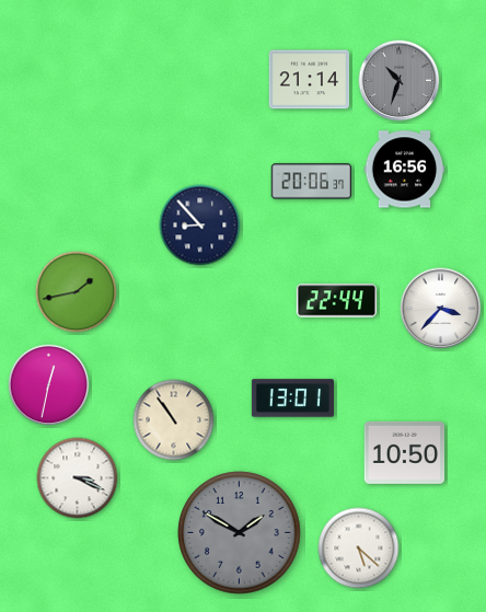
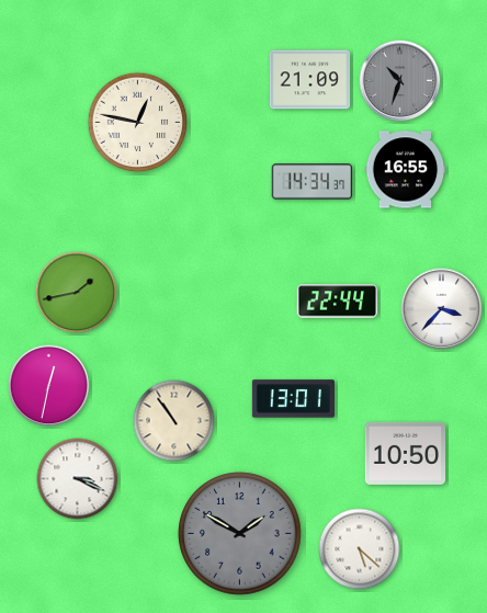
clock at (310, 80): 21:14 -> 21:09
clock at (138, 123): none -> 12:47
clock at (405, 170): 16:56 -> 16:55
clock at (312, 182): 20:06 -> 14:34
clock at (200, 226): 8:53 -> none
